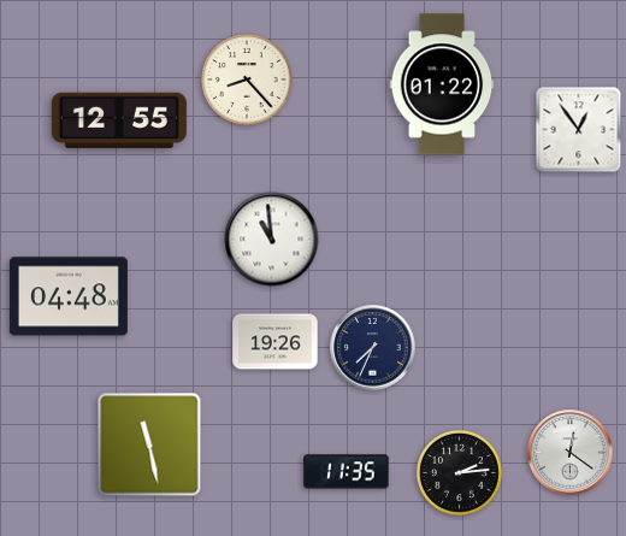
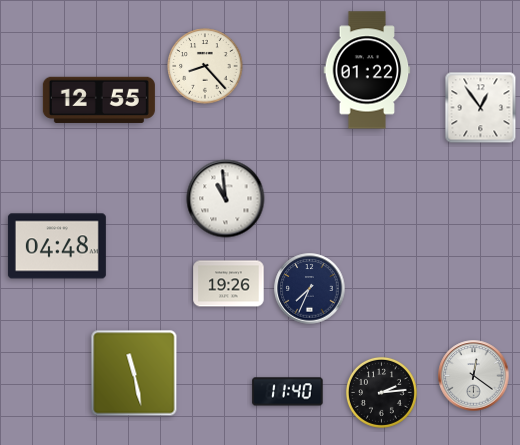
clock at (149, 444) position: (149, 444) -> (134, 373)
clock at (347, 472): 11:35 -> 11:40
